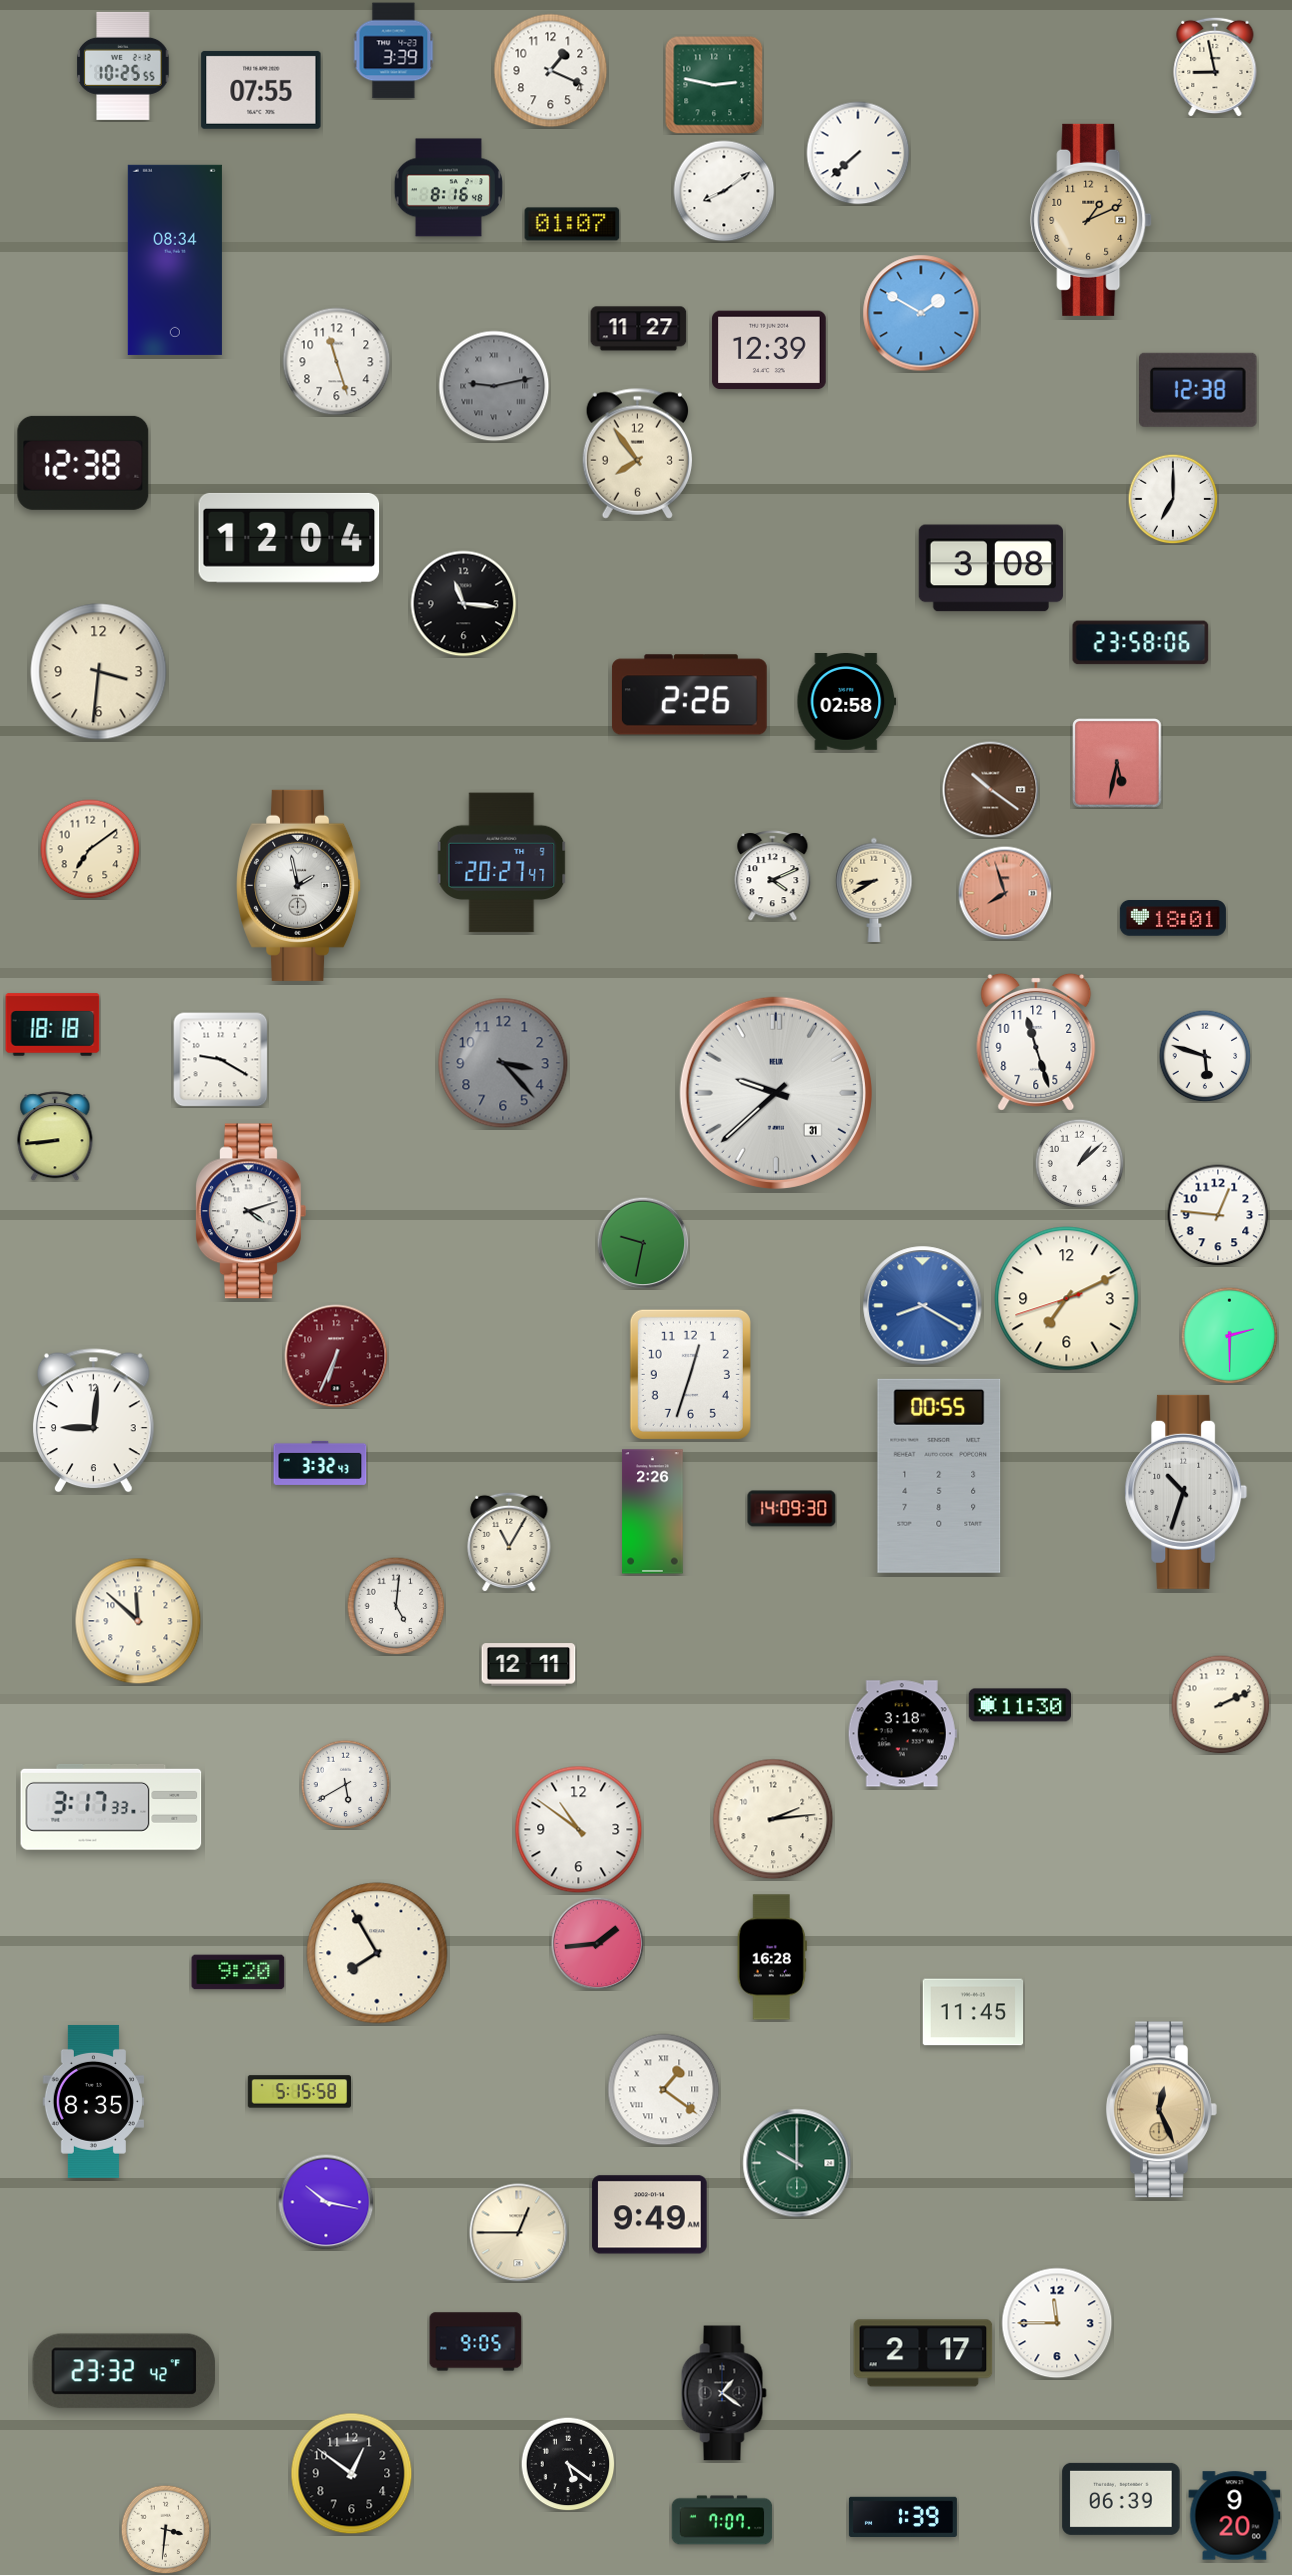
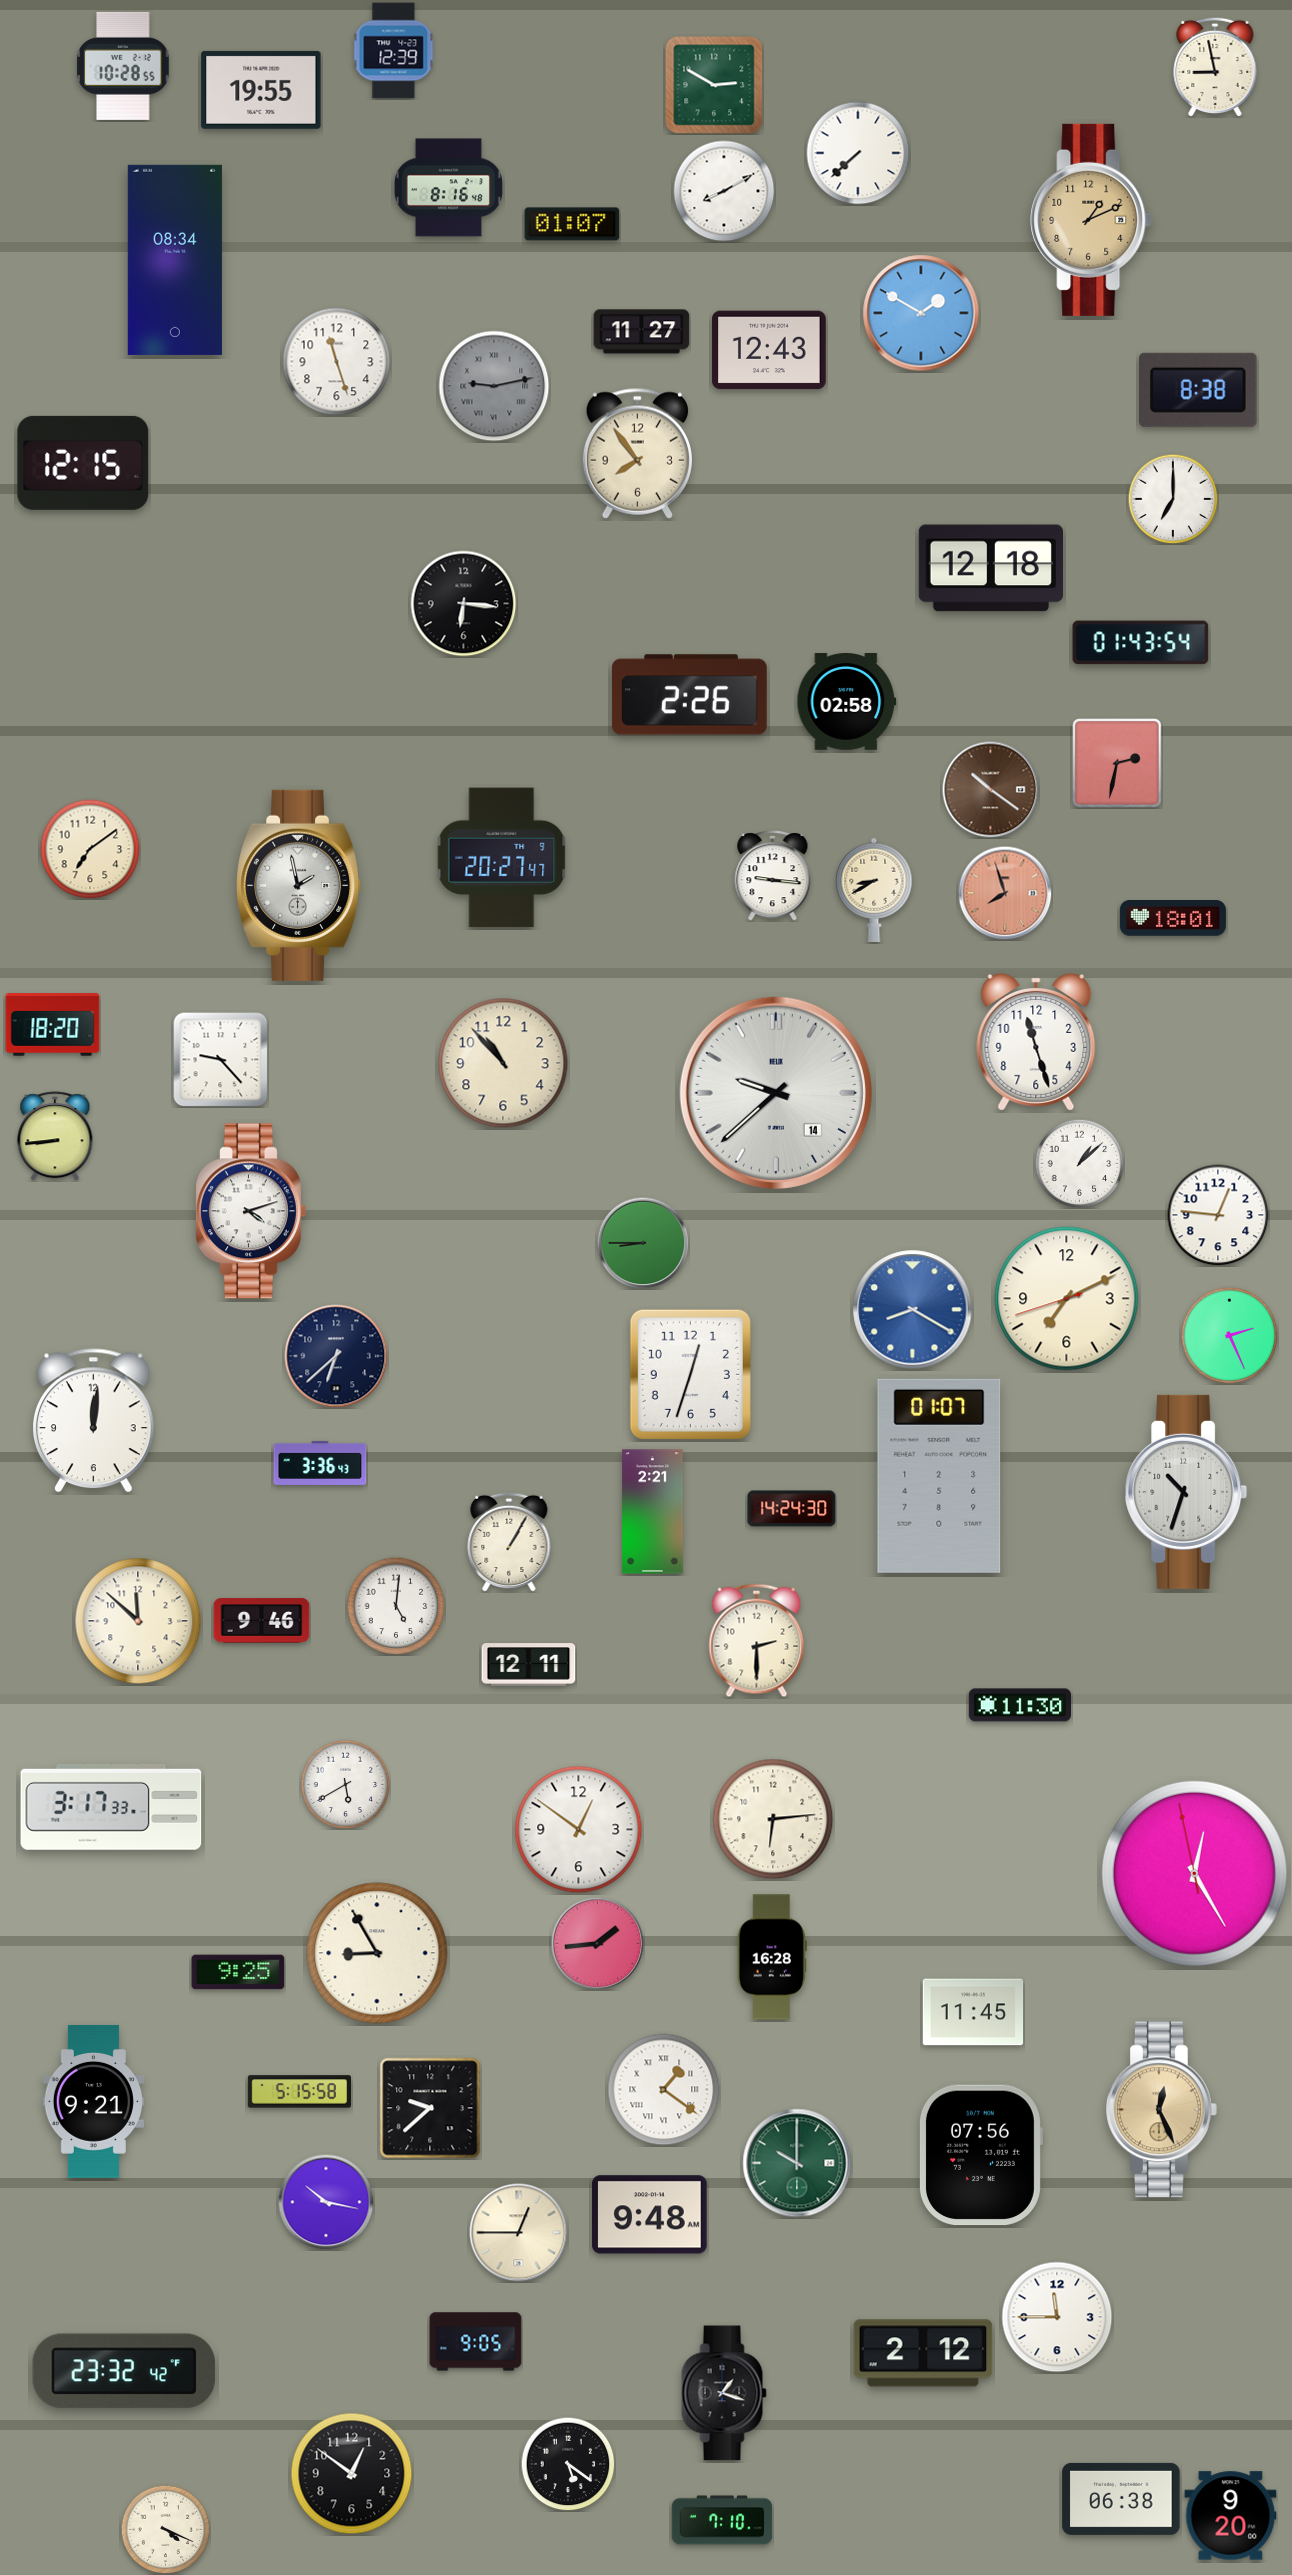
clock at (394, 51): 3:39 -> 12:39
clock at (123, 66): 10:25 -> 10:28
clock at (551, 71): 1:19 -> none
clock at (714, 85): 2:47 -> 2:50
clock at (261, 90): 07:55 -> 19:55
clock at (724, 191): 8:09 -> 8:10
clock at (639, 329) position: (639, 329) -> (642, 332)
clock at (769, 350): 12:39 -> 12:43
clock at (1198, 390): 12:38 -> 8:38
clock at (83, 463): 12:38 -> 12:15
clock at (289, 538): 12:04 -> none
clock at (991, 568): 3:08 -> 12:18
clock at (464, 604): 11:16 -> 6:16
clock at (1141, 643): 23:58 -> 01:43
clock at (99, 672): 3:31 -> none
clock at (1117, 763): 5:32 -> 2:32
clock at (502, 863) position: (502, 863) -> (502, 858)
clock at (773, 876): 4:11 -> 9:16
clock at (53, 1025): 18:18 -> 18:20
clock at (1205, 1056): 5:48 -> none
clock at (221, 1060): 9:20 -> 9:23
clock at (503, 1063): 3:23 -> 10:53
clock at (503, 1063) dial: grey -> cream
clock at (776, 1093) date: 31 -> 14
clock at (643, 1243): 9:32 -> 8:45
clock at (923, 1306) position: (923, 1306) -> (913, 1310)
clock at (1229, 1335): 2:30 -> 2:26
clock at (336, 1356): 6:34 -> 6:38
clock at (336, 1356) dial: burgundy -> navy
clock at (94, 1421): 9:01 -> 12:01
clock at (320, 1463): 3:32 -> 3:36
clock at (939, 1476): 00:55 -> 01:07
clock at (792, 1509): 14:09 -> 14:24
clock at (653, 1512): 2:26 -> 2:21
clock at (509, 1542): 11:05 -> 1:05
clock at (262, 1621): none -> 9:46
clock at (757, 1641): none -> 2:30
clock at (1221, 1705): 2:11 -> none
clock at (902, 1734): 3:18 -> none
clock at (773, 1819): 2:14 -> 6:14
clock at (579, 1830): 10:51 -> 12:51
clock at (1194, 1873): none -> 12:24
clock at (377, 1953): 7:55 -> 8:55
clock at (238, 1972): 9:20 -> 9:25
clock at (93, 2101): 8:35 -> 9:21
clock at (430, 2108): none -> 9:38
clock at (980, 2155): none -> 07:56
clock at (650, 2215): 9:49 -> 9:48
clock at (1057, 2323) position: (1057, 2323) -> (1057, 2317)
clock at (923, 2353): 2:17 -> 2:12
clock at (724, 2393): 1:21 -> 1:18
clock at (1121, 2499): 06:39 -> 06:38
clock at (903, 2516): 1:39 -> none
clock at (1235, 2516) position: (1235, 2516) -> (1231, 2516)
clock at (722, 2520): 7:07 -> 7:10
clock at (165, 2529): 3:31 -> 4:19
